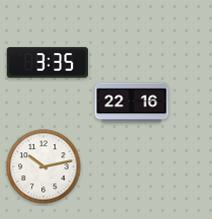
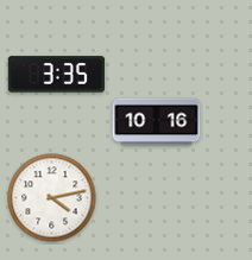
clock at (132, 103): 22:16 -> 10:16
clock at (44, 167): 10:13 -> 4:13
